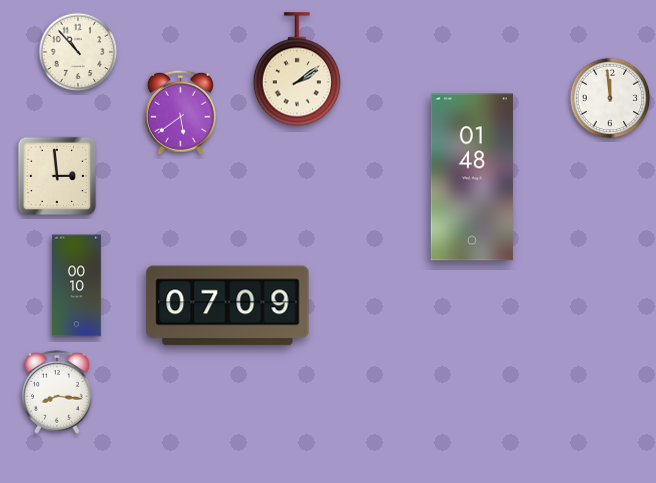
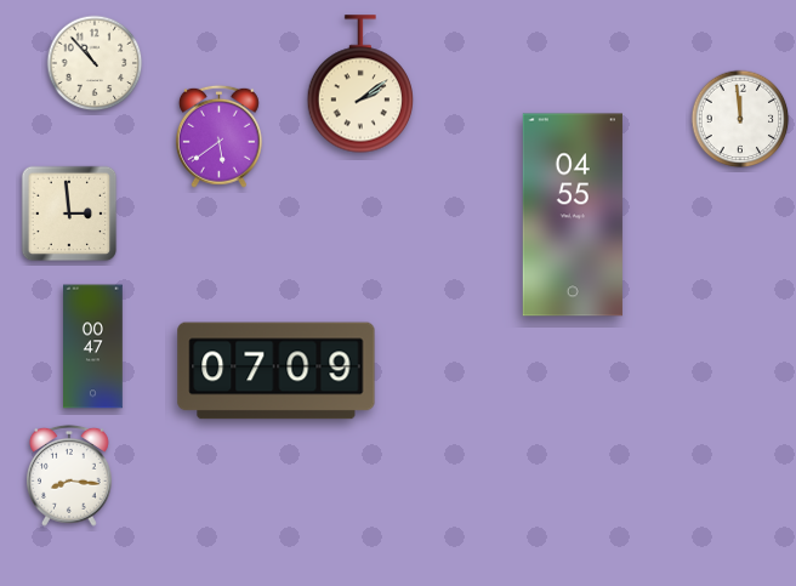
clock at (472, 177): 01:48 -> 04:55
clock at (77, 286): 00:10 -> 00:47
